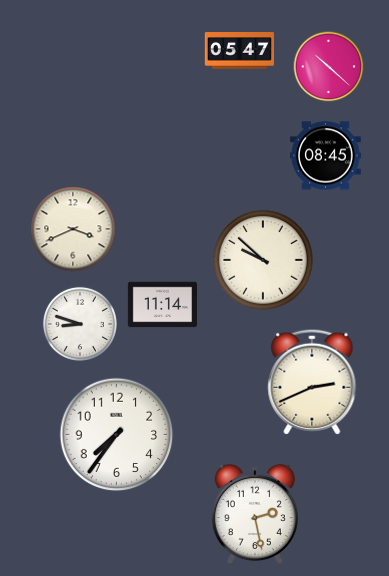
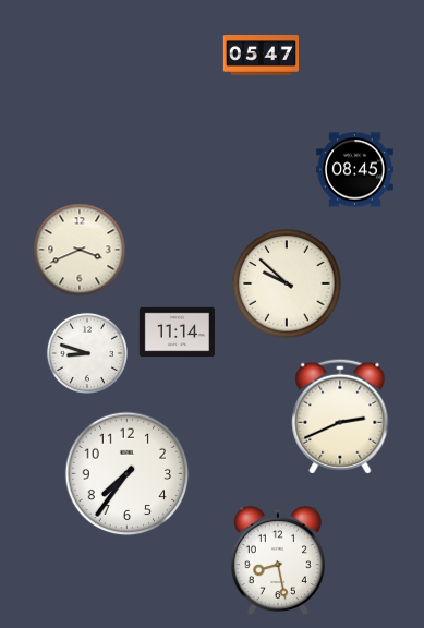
clock at (329, 67): 10:22 -> none
clock at (255, 513): 2:28 -> 8:28
